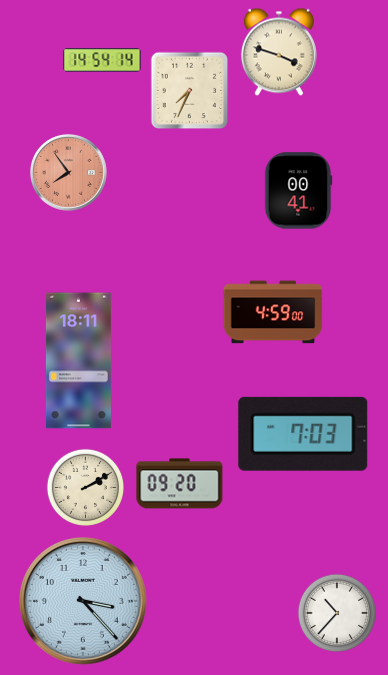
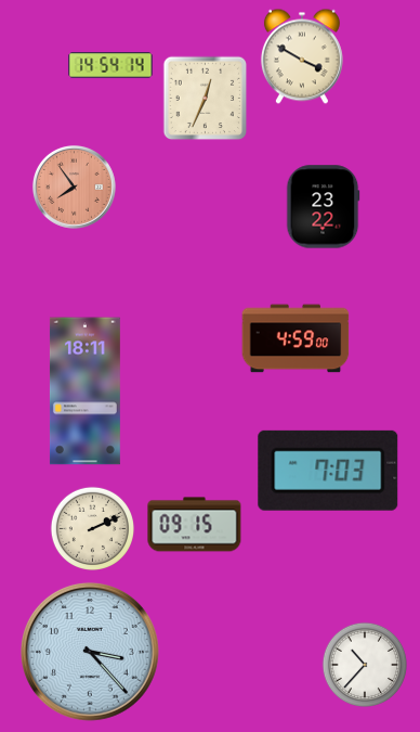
clock at (279, 52): 3:48 -> 3:50
clock at (189, 90): 7:34 -> 12:34
clock at (298, 191): 00:41 -> 23:22
clock at (180, 484): 09:20 -> 09:15
clock at (85, 487): 2:10 -> 2:11
